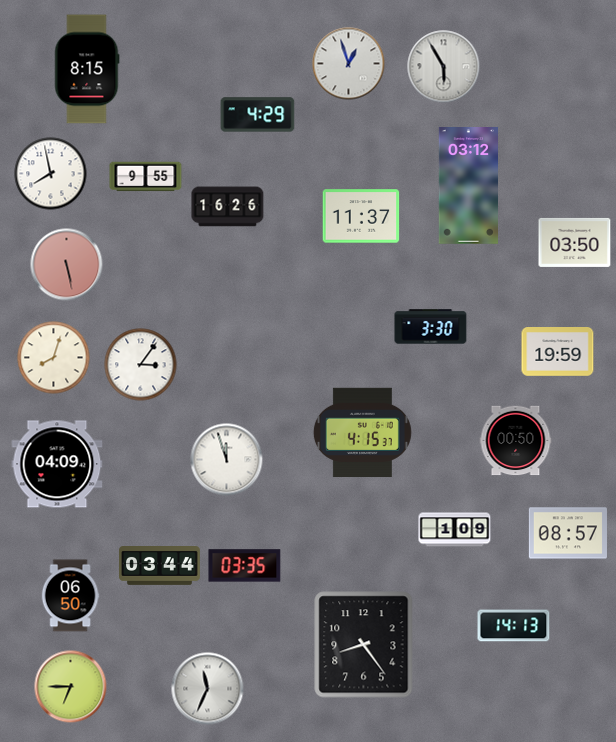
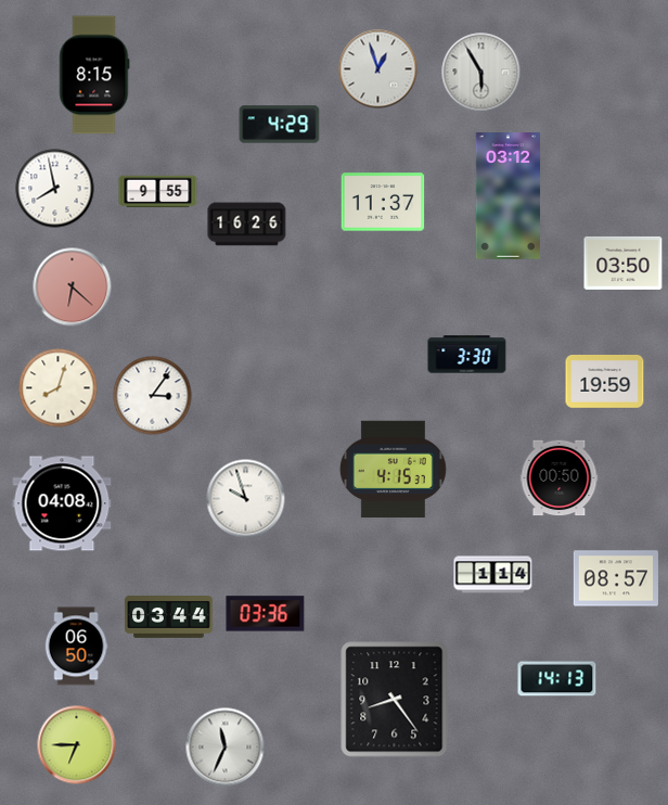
clock at (468, 186) position: (468, 186) -> (508, 196)
clock at (361, 216) position: (361, 216) -> (383, 202)
clock at (67, 265): 5:28 -> 6:22
clock at (227, 460): 11:57 -> 9:57
clock at (57, 464): 04:09 -> 04:08
clock at (455, 530): 1:09 -> 1:14
clock at (160, 566) position: (160, 566) -> (169, 617)
clock at (245, 566): 03:35 -> 03:36
